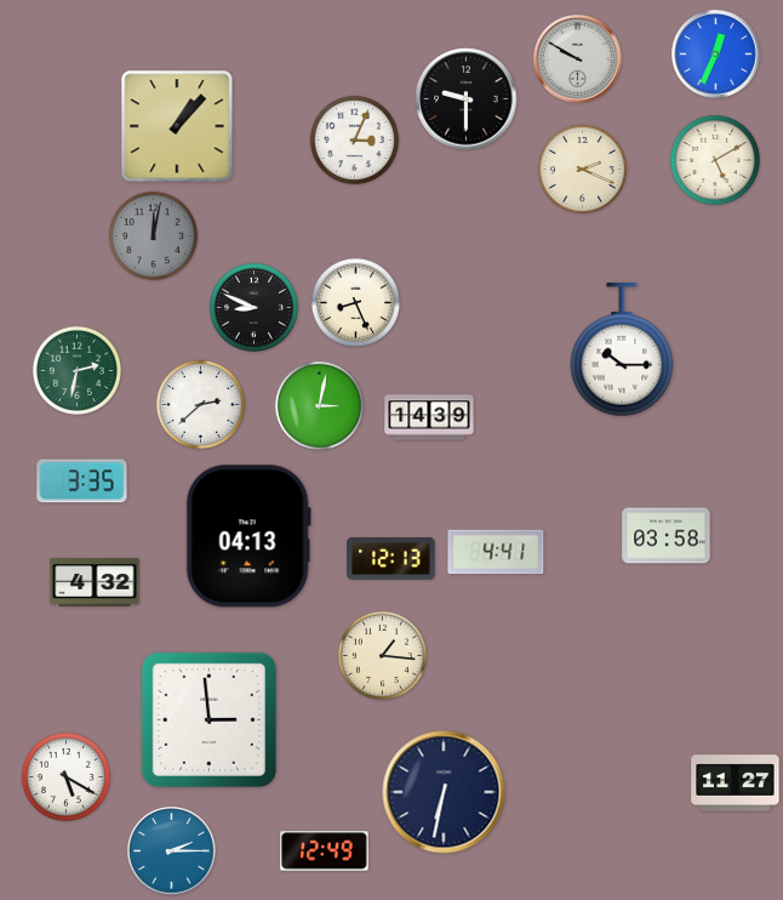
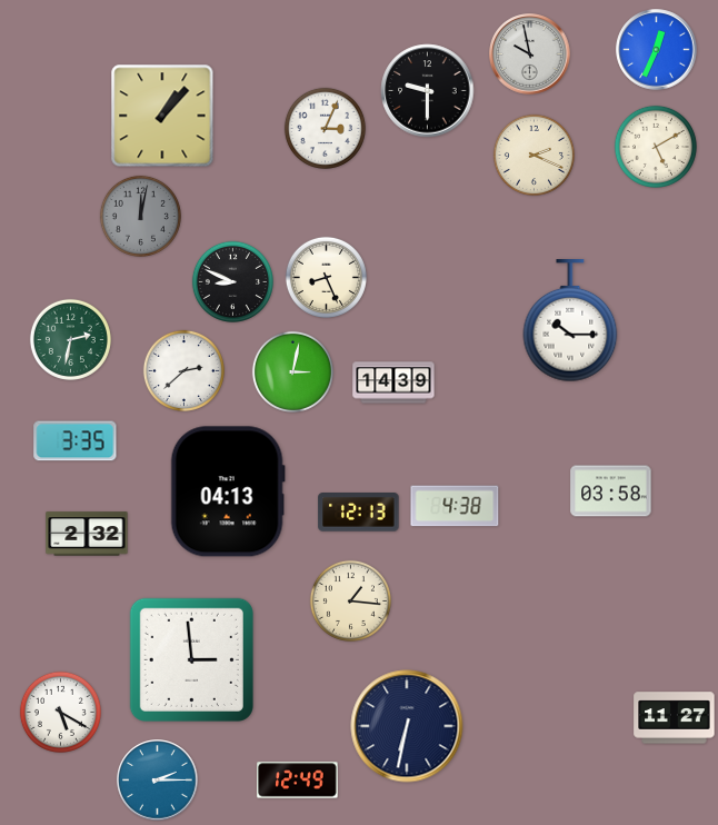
clock at (578, 59): 9:50 -> 9:58
clock at (496, 552): 4:41 -> 4:38
clock at (95, 582): 4:32 -> 2:32
